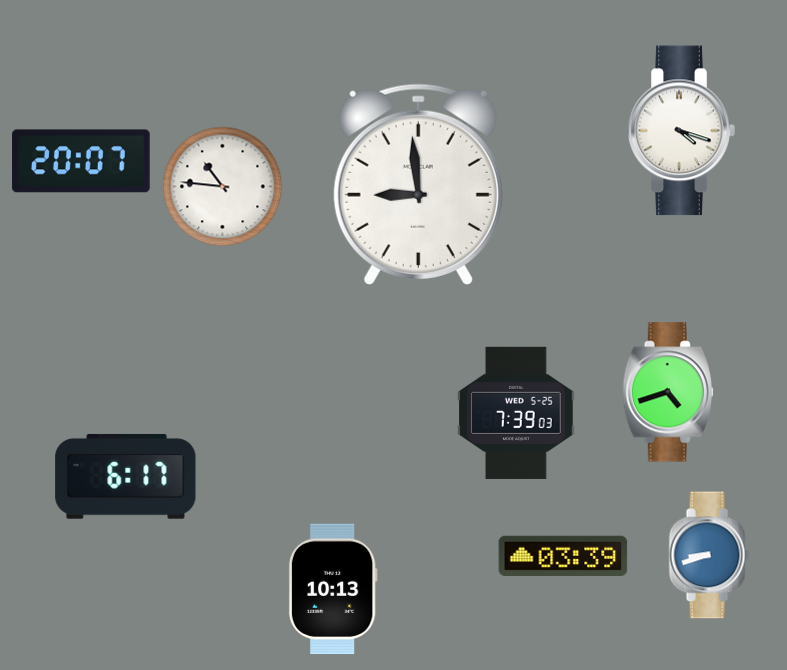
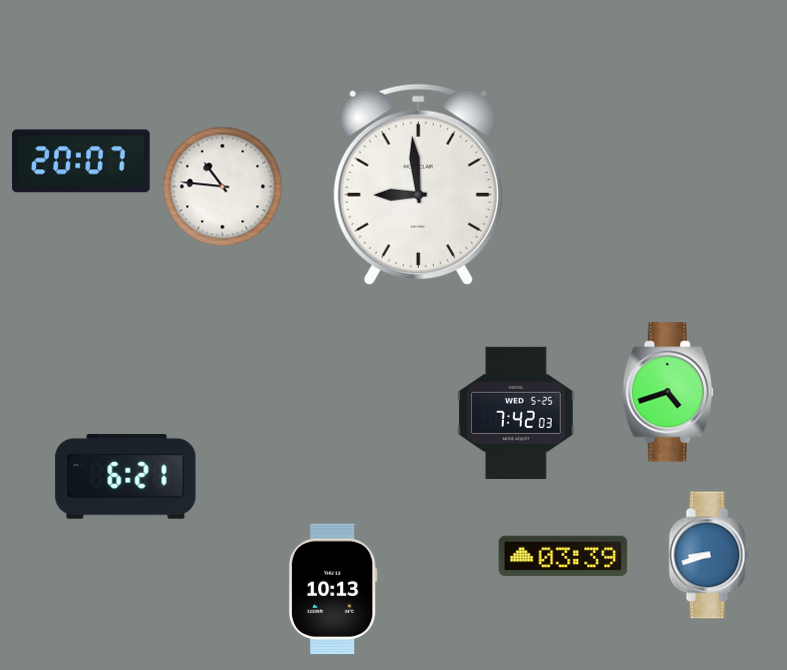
clock at (681, 131): 4:18 -> none
clock at (516, 413): 7:39 -> 7:42
clock at (126, 476): 6:17 -> 6:21
